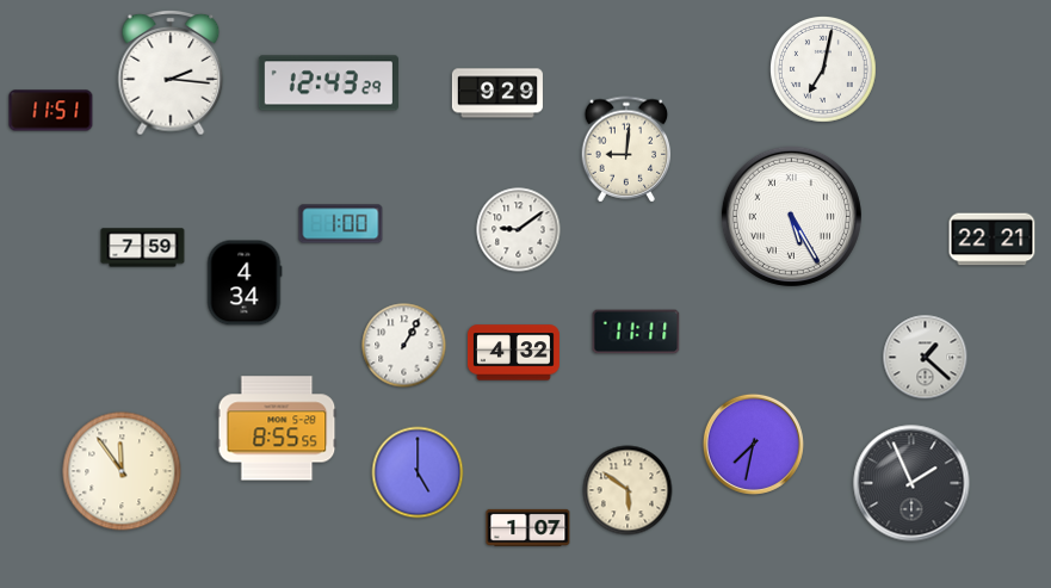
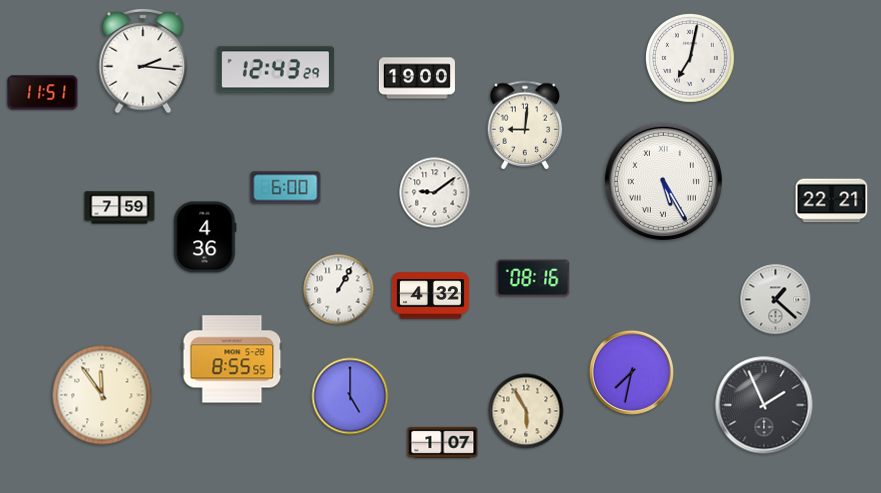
clock at (497, 93): 9:29 -> 19:00
clock at (341, 224): 1:00 -> 6:00
clock at (245, 283): 4:34 -> 4:36
clock at (636, 332): 11:11 -> 08:16
clock at (627, 490): 5:51 -> 5:55
